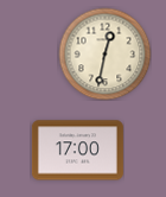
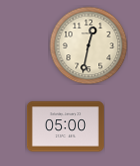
clock at (77, 151): 17:00 -> 05:00
